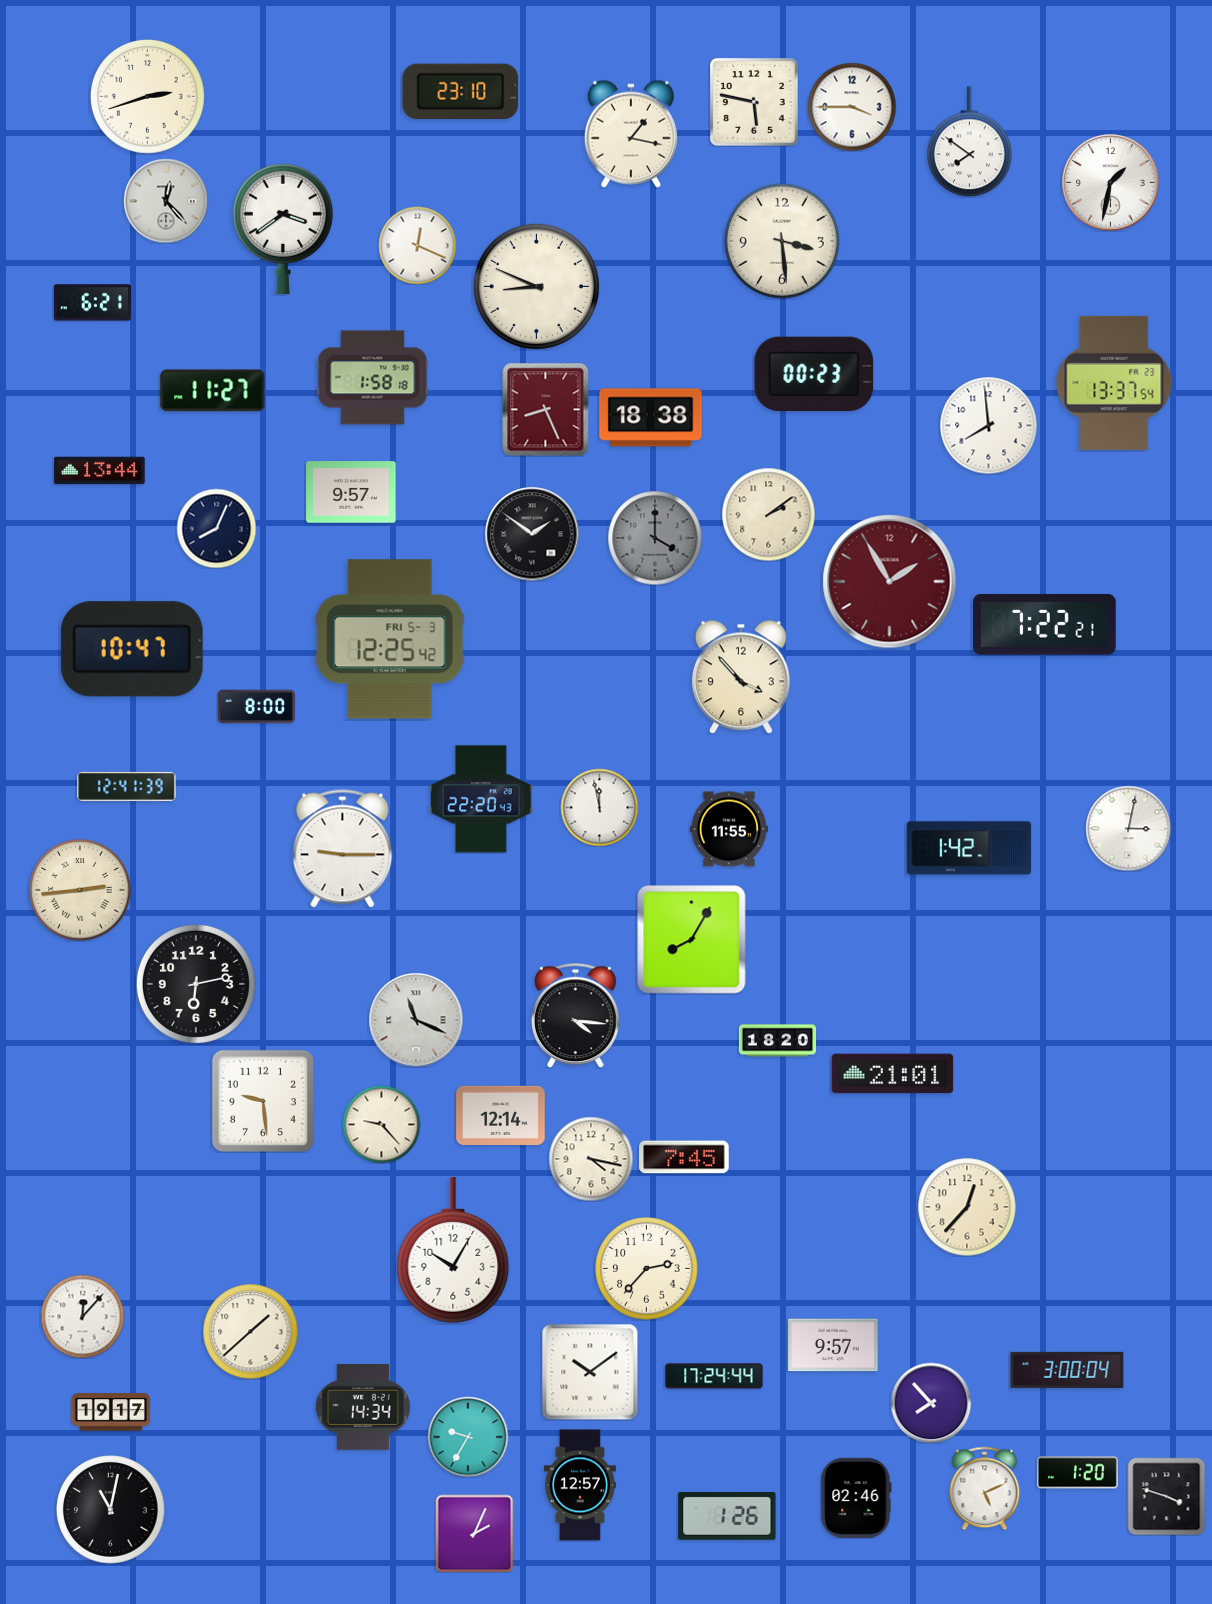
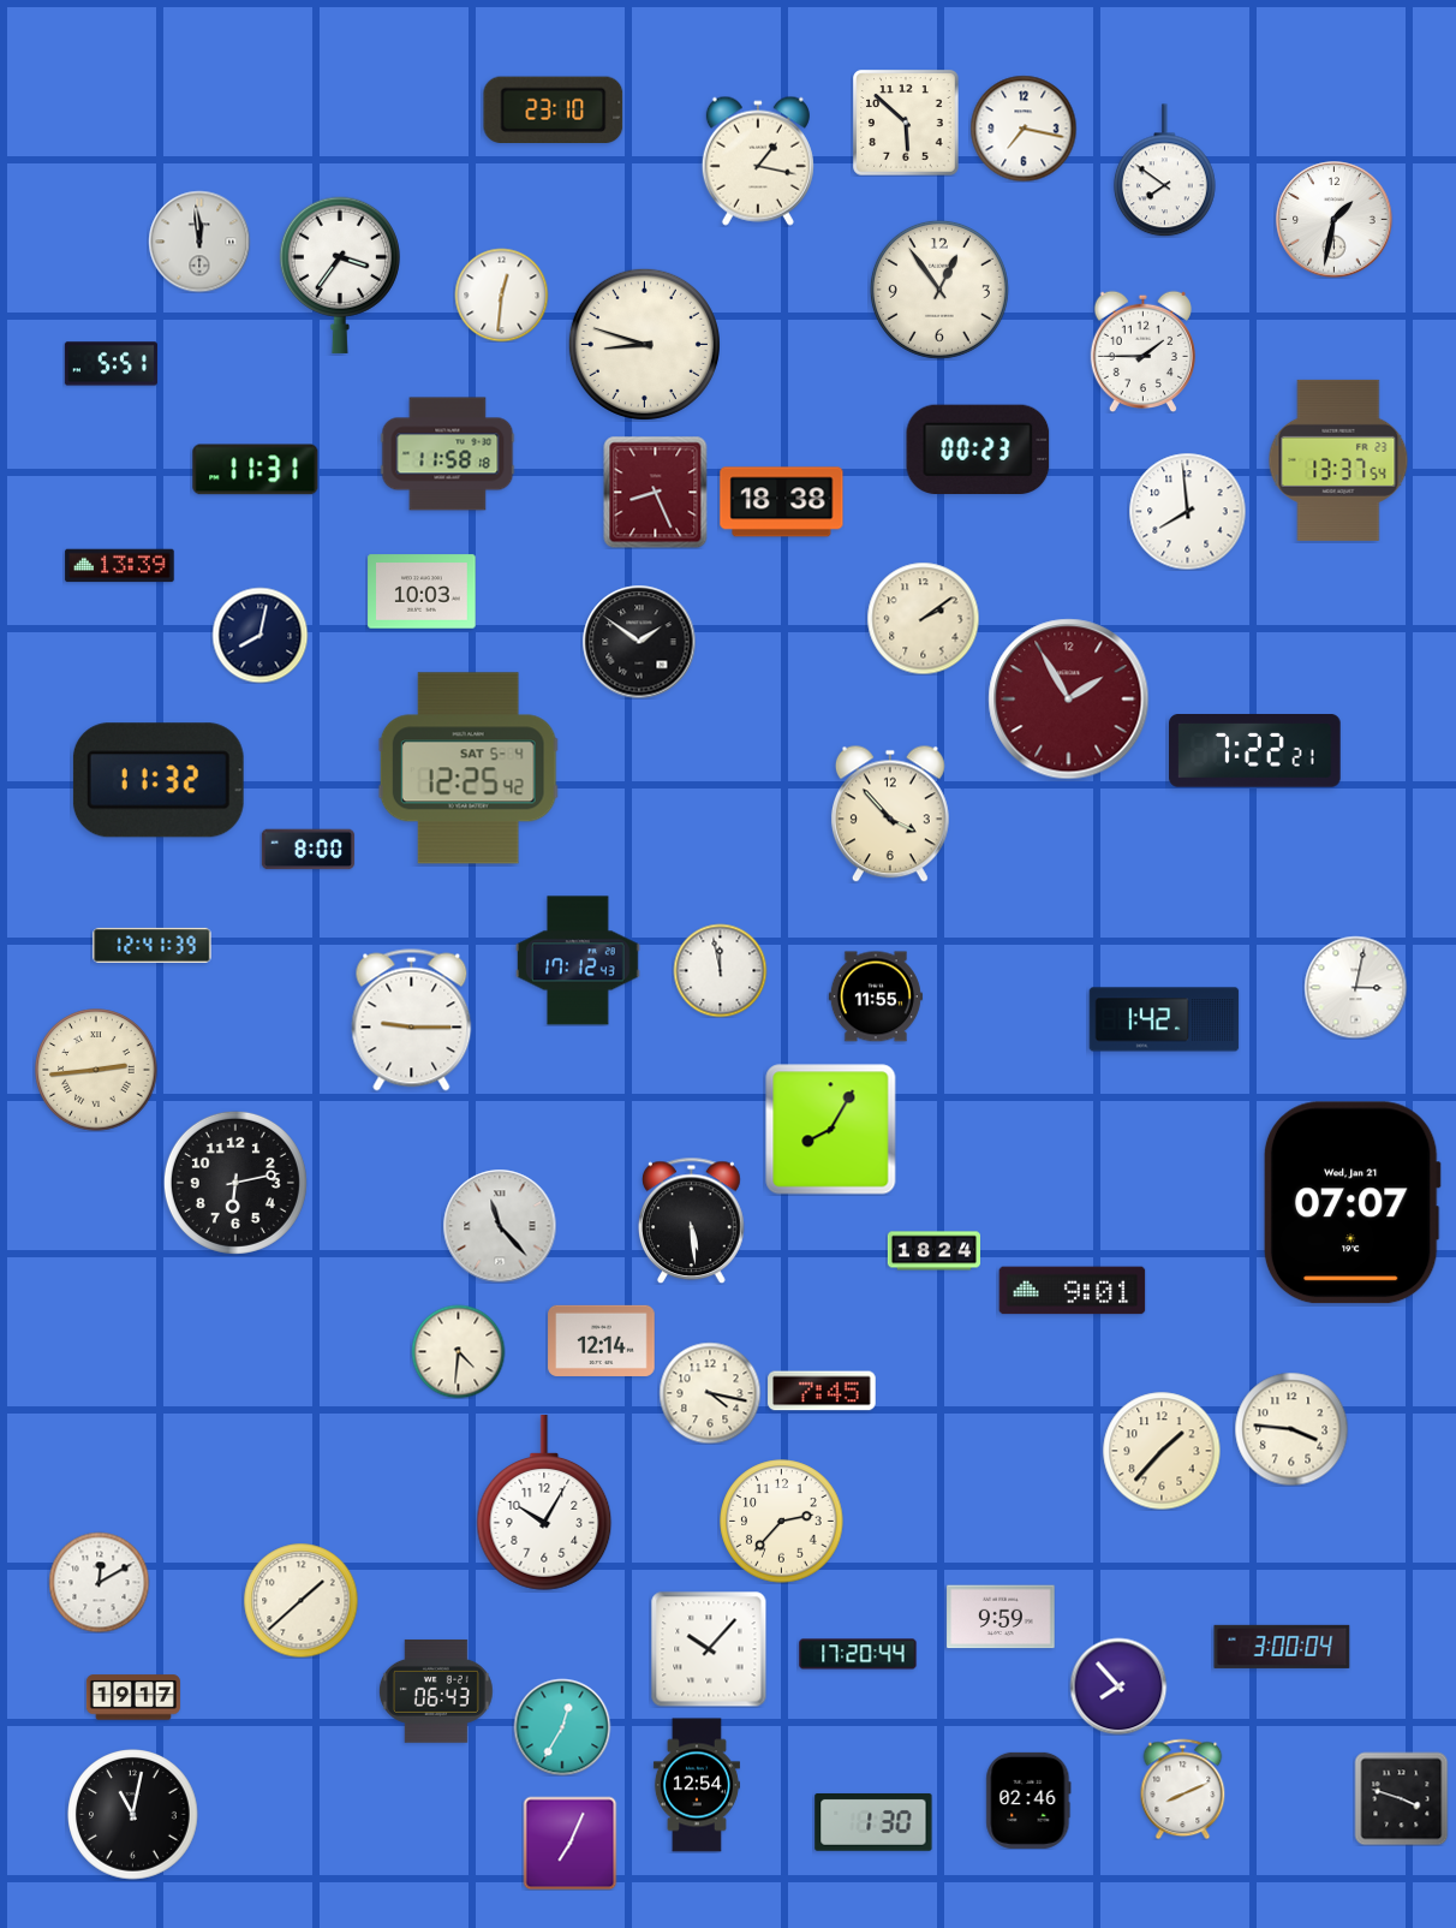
clock at (147, 96): 2:42 -> none
clock at (754, 102): 5:47 -> 5:52
clock at (852, 107): 3:45 -> 7:17
clock at (166, 201): 12:23 -> 11:59
clock at (283, 229): 3:39 -> 3:36
clock at (782, 241): 3:29 -> 12:54
clock at (417, 245): 12:19 -> 12:31
clock at (536, 286): 8:49 -> 8:48
clock at (1142, 351): none -> 1:45
clock at (92, 303): 6:21 -> 5:51
clock at (373, 378): 1:58 -> 11:58
clock at (213, 391): 11:27 -> 11:31
clock at (100, 471): 13:44 -> 13:39
clock at (351, 492): 9:57 -> 10:03
clock at (216, 528): 8:04 -> 8:02
clock at (655, 538): 4:00 -> none
clock at (390, 639) date: FRI 5-3 -> SAT 5-4
clock at (132, 649): 10:47 -> 11:32
clock at (481, 799): 22:20 -> 17:12
clock at (1128, 828) position: (1128, 828) -> (1355, 987)
clock at (1351, 1203): none -> 07:07
clock at (576, 1015): 4:16 -> 5:29
clock at (416, 1020): 11:19 -> 11:23
clock at (777, 1041): 18:20 -> 18:24
clock at (893, 1074): 21:01 -> 9:01
clock at (263, 1101): 9:29 -> none
clock at (381, 1124): 9:23 -> 4:31
clock at (1291, 1429): none -> 3:46
clock at (967, 1207): 12:37 -> 1:37
clock at (647, 1269) position: (647, 1269) -> (782, 1522)
clock at (82, 1316): 12:07 -> 12:10
clock at (833, 1345): 9:57 -> 9:59
clock at (590, 1372): 10:09 -> 10:07
clock at (714, 1376): 17:24 -> 17:20
clock at (363, 1407): 14:34 -> 06:43
clock at (468, 1437): 9:35 -> 12:35
clock at (1077, 1473): 1:20 -> none
clock at (580, 1485): 12:57 -> 12:54
clock at (985, 1488): 5:11 -> 8:11
clock at (727, 1516): 1:26 -> 1:30
clock at (474, 1533): 2:04 -> 7:04
